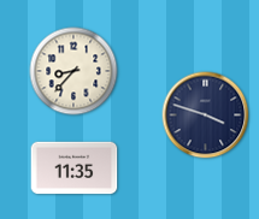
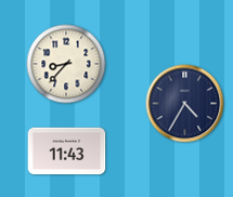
clock at (206, 116): 3:48 -> 4:35
clock at (75, 168): 11:35 -> 11:43
